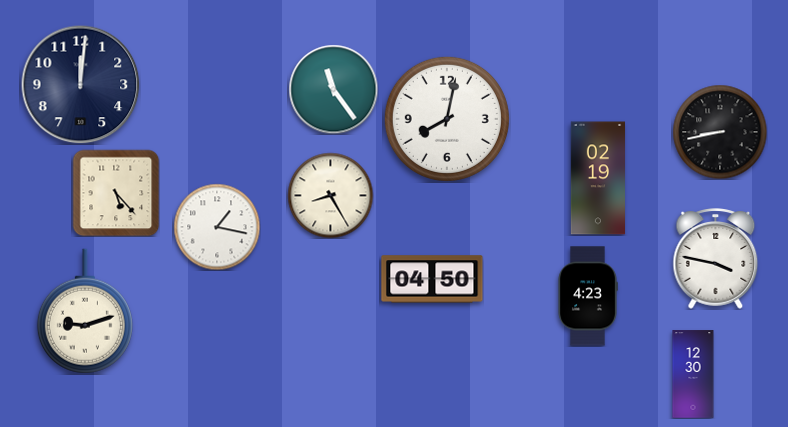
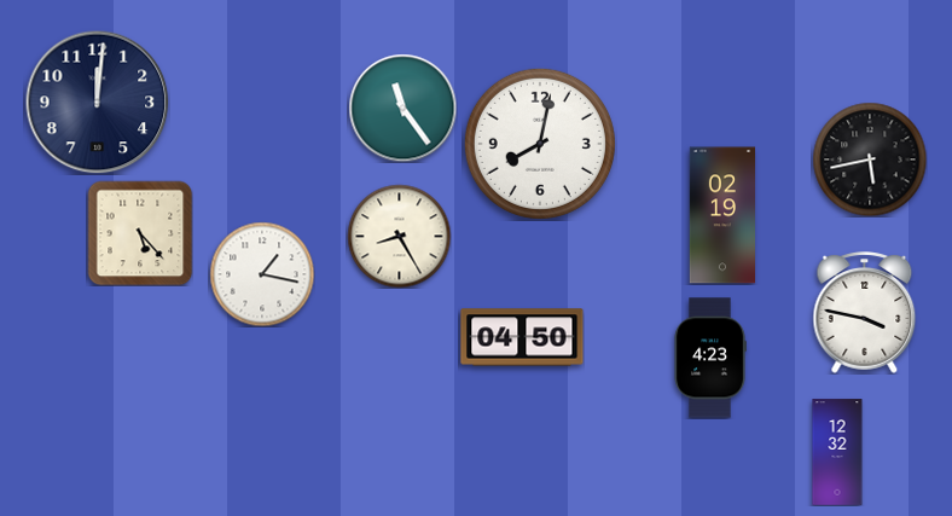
clock at (720, 132): 8:43 -> 5:43
clock at (85, 311): 9:12 -> none
clock at (693, 374): 12:30 -> 12:32
